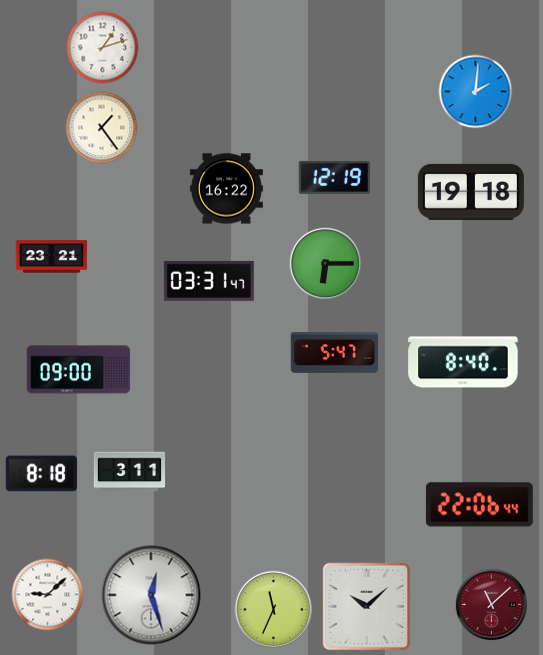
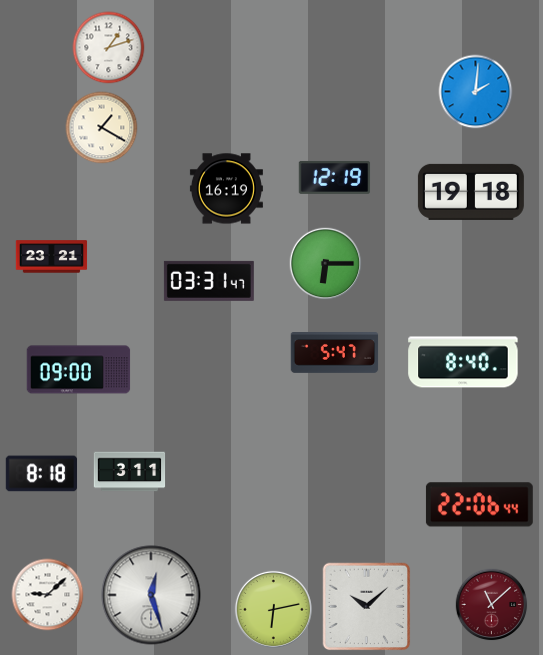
clock at (103, 48) position: (103, 48) -> (109, 48)
clock at (102, 128): 1:24 -> 1:20
clock at (226, 189): 16:22 -> 16:19
clock at (273, 609): 11:34 -> 6:13
